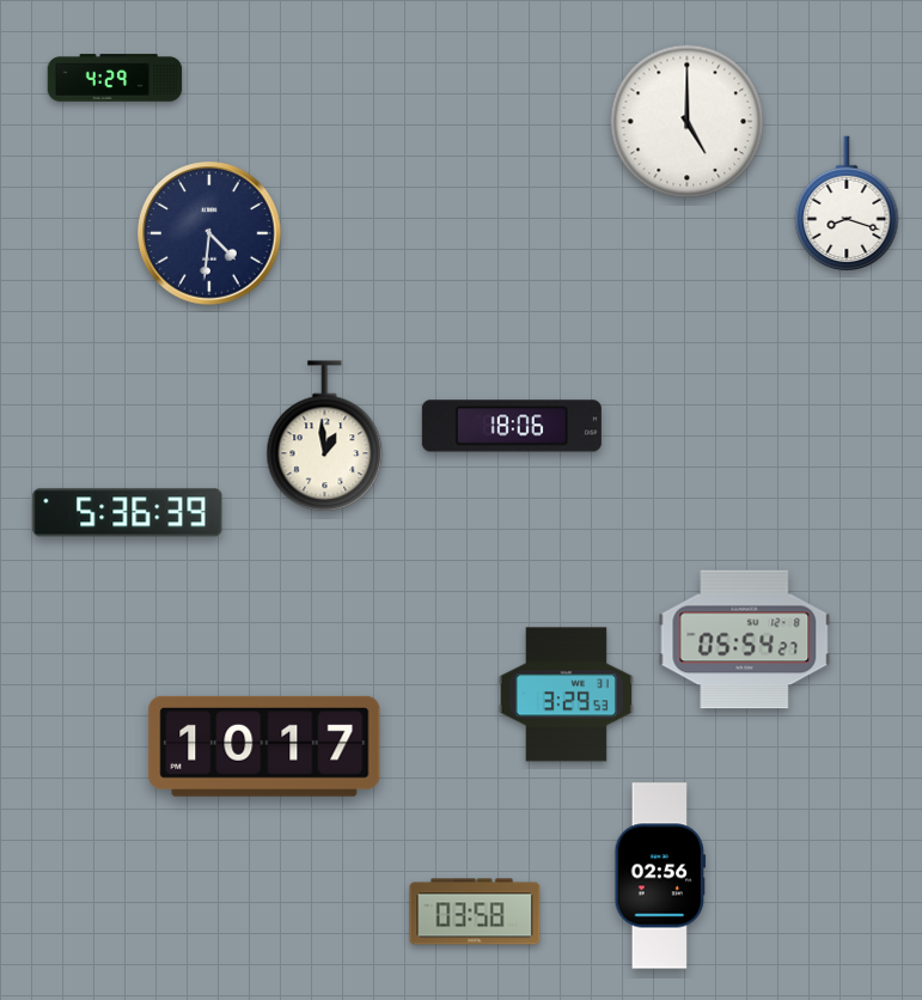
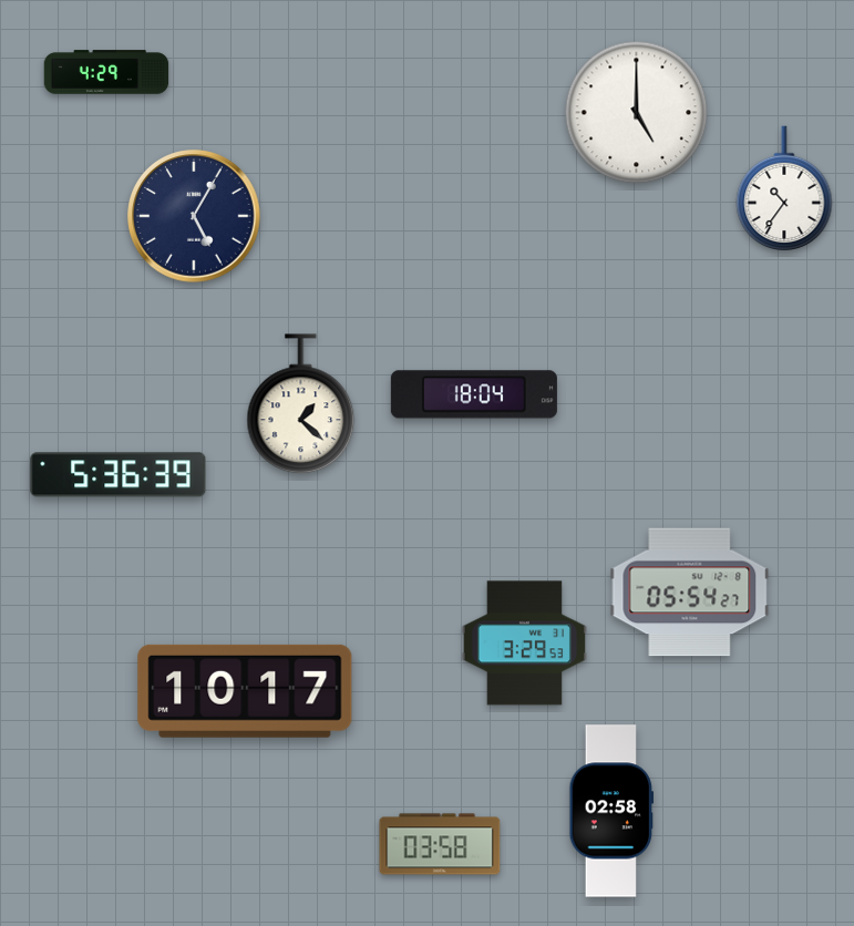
clock at (847, 203): 8:18 -> 10:36
clock at (209, 233): 4:31 -> 5:05
clock at (512, 426): 18:06 -> 18:04
clock at (325, 437): 12:59 -> 1:22
clock at (660, 876): 02:56 -> 02:58
